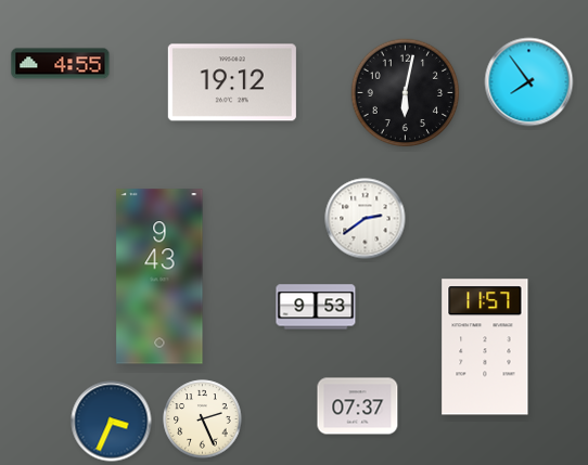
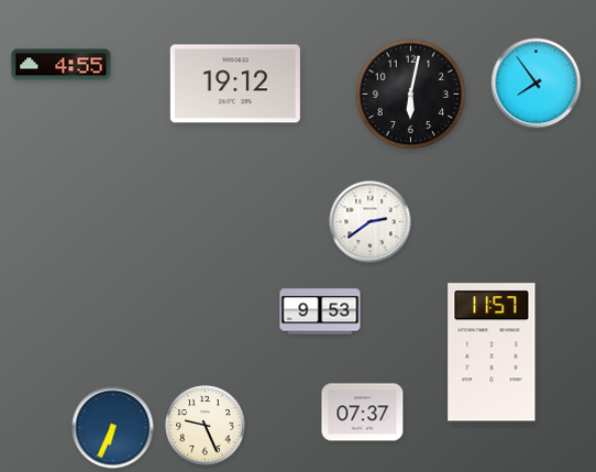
clock at (159, 276): 9:43 -> none
clock at (203, 419): 2:26 -> 9:26
clock at (112, 422): 3:34 -> 6:34
